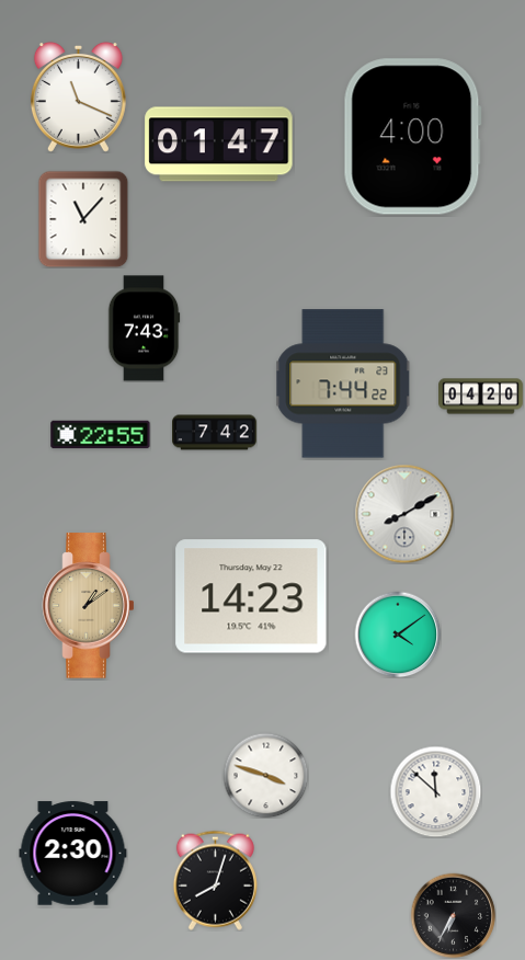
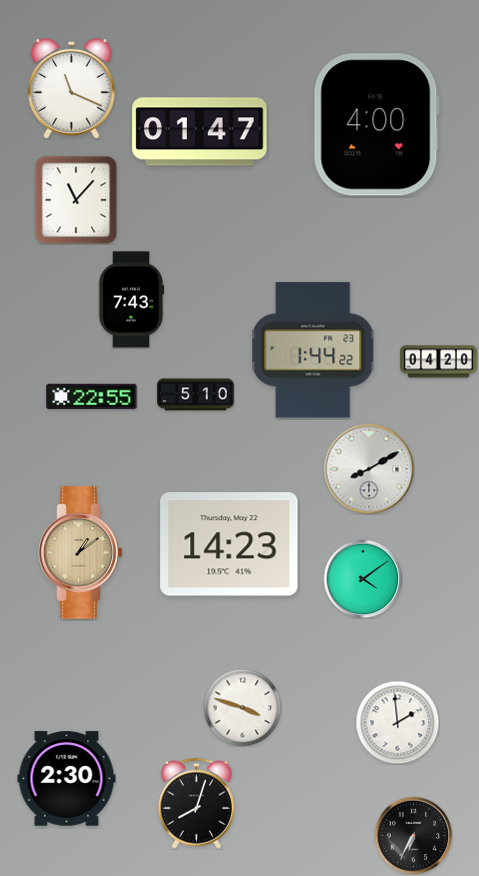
clock at (343, 384): 7:44 -> 1:44
clock at (215, 433): 7:42 -> 5:10
clock at (435, 791): 11:52 -> 1:59
